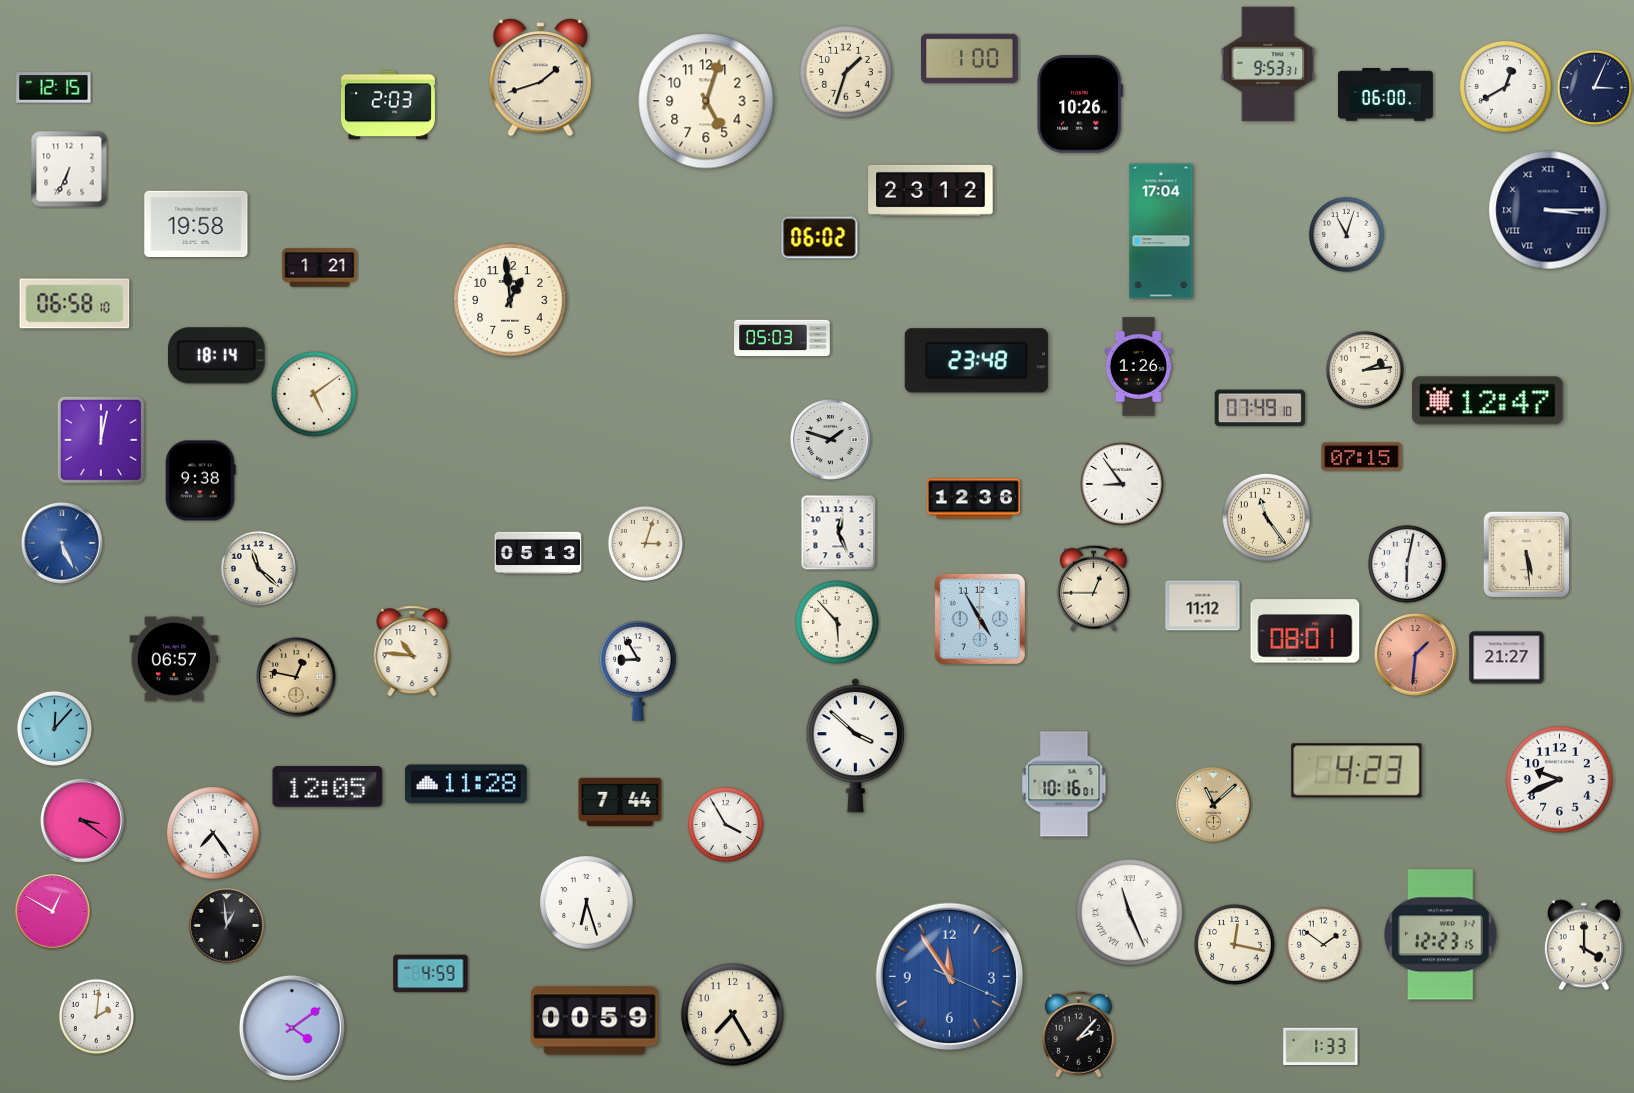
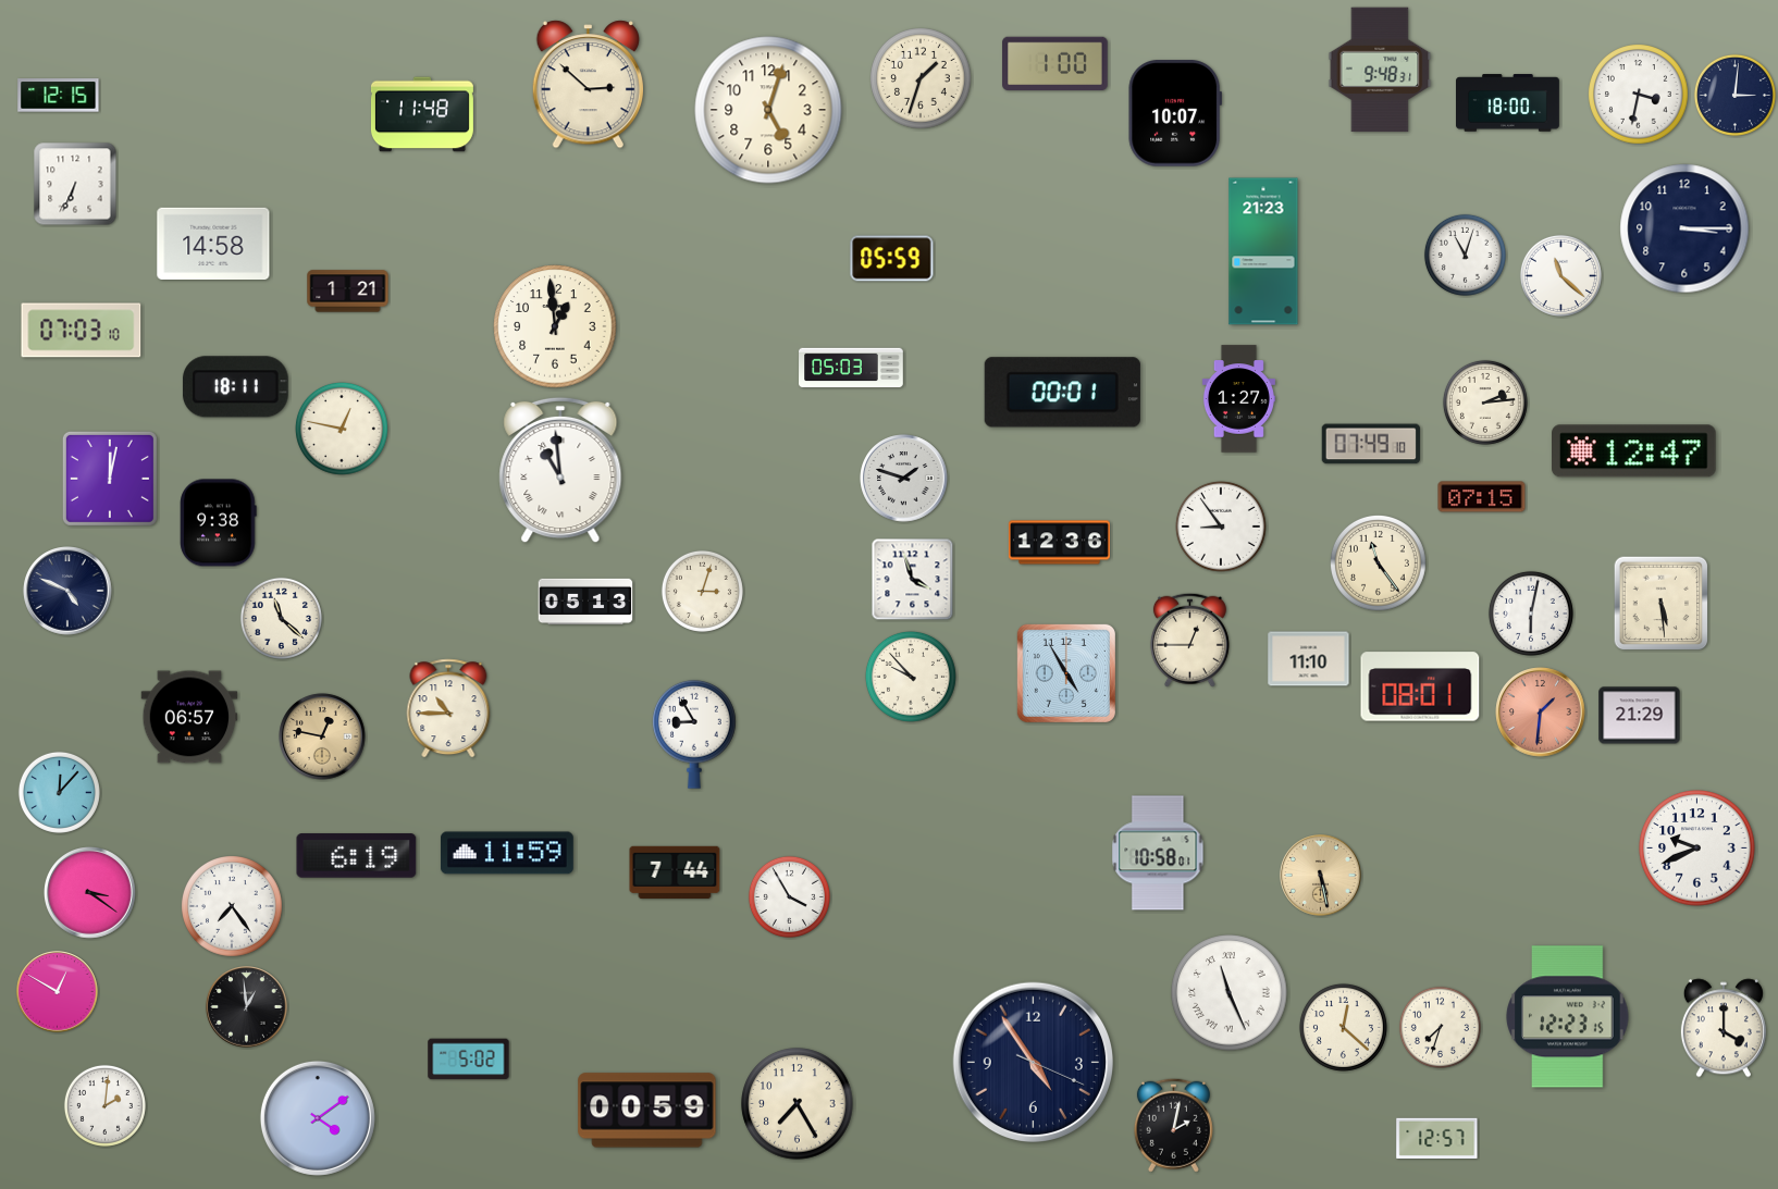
clock at (1268, 64): 9:53 -> 9:48
clock at (540, 78): 1:42 -> 2:52
clock at (1506, 87): 12:40 -> 3:32
clock at (1594, 87): 3:04 -> 3:01
clock at (1386, 95): 06:00 -> 18:00
clock at (1079, 104): 10:26 -> 10:07
clock at (388, 105): 2:03 -> 11:48
clock at (931, 190): 23:12 -> none
clock at (1548, 210) numerals: Roman -> Arabic
clock at (196, 223): 19:58 -> 14:58
clock at (1161, 231): 17:04 -> 21:23
clock at (820, 238): 06:02 -> 05:59
clock at (1560, 275): none -> 11:22
clock at (75, 304): 06:58 -> 07:03
clock at (216, 356): 18:14 -> 18:11
clock at (976, 361): 23:48 -> 00:01
clock at (1138, 367): 1:26 -> 1:27
clock at (314, 394): 5:09 -> 12:47
clock at (1488, 401) position: (1488, 401) -> (1634, 451)
clock at (560, 470): none -> 10:59
clock at (839, 533): 12:26 -> 3:57
clock at (62, 543): 5:26 -> 4:49
clock at (62, 543) dial: blue -> navy
clock at (1203, 606): 11:12 -> 11:10
clock at (837, 622): 5:53 -> 9:53
clock at (412, 651): 10:46 -> 10:45
clock at (1507, 658): 21:27 -> 21:29
clock at (639, 671) position: (639, 671) -> (695, 734)
clock at (856, 745): 3:52 -> none
clock at (1357, 771): 4:23 -> none
clock at (466, 784): 11:28 -> 11:59
clock at (1064, 784): 10:16 -> 10:58
clock at (328, 787): 12:05 -> 6:19
clock at (1214, 805): 11:08 -> 5:28
clock at (587, 903): 6:27 -> none
clock at (1234, 944): 12:17 -> 12:22
clock at (1323, 944): 1:51 -> 7:33
clock at (431, 974): 4:59 -> 5:02
clock at (950, 977): 11:54 -> 4:54
clock at (950, 977) dial: blue -> navy
clock at (1078, 1034): 2:07 -> 2:02
clock at (1321, 1046): 1:33 -> 12:57
